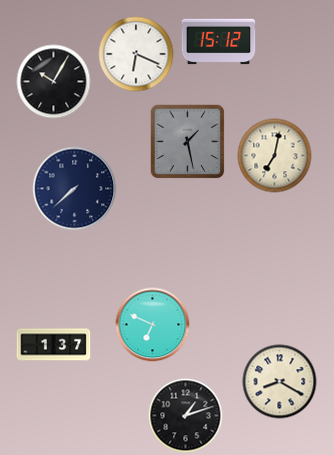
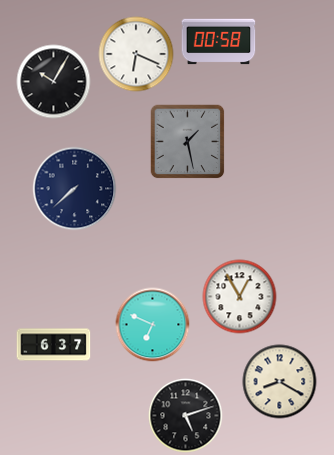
clock at (219, 42): 15:12 -> 00:58
clock at (275, 156): 7:02 -> none
clock at (240, 297): none -> 12:55
clock at (54, 345): 1:37 -> 6:37
clock at (186, 416): 1:12 -> 5:12
